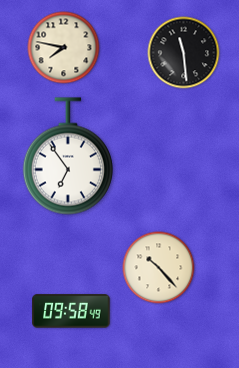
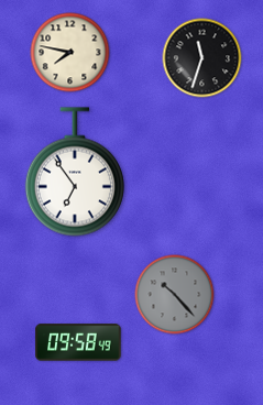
clock at (184, 53): 11:29 -> 11:33
clock at (159, 268) dial: cream -> grey
